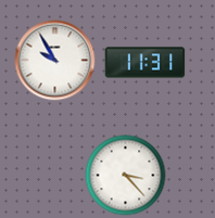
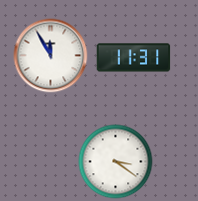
clock at (55, 61): 9:55 -> 11:55
clock at (126, 176): 3:23 -> 3:21
